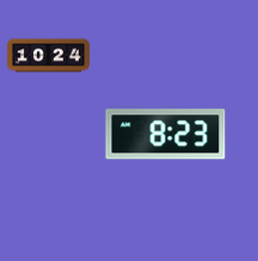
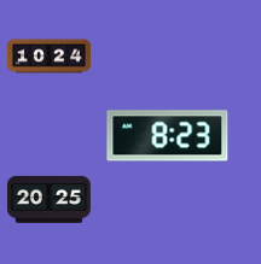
clock at (48, 199): none -> 20:25
